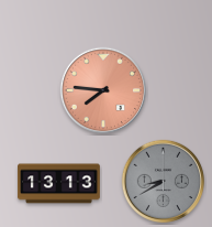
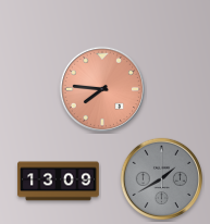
clock at (163, 181): 8:40 -> 1:40
clock at (59, 184): 13:13 -> 13:09
